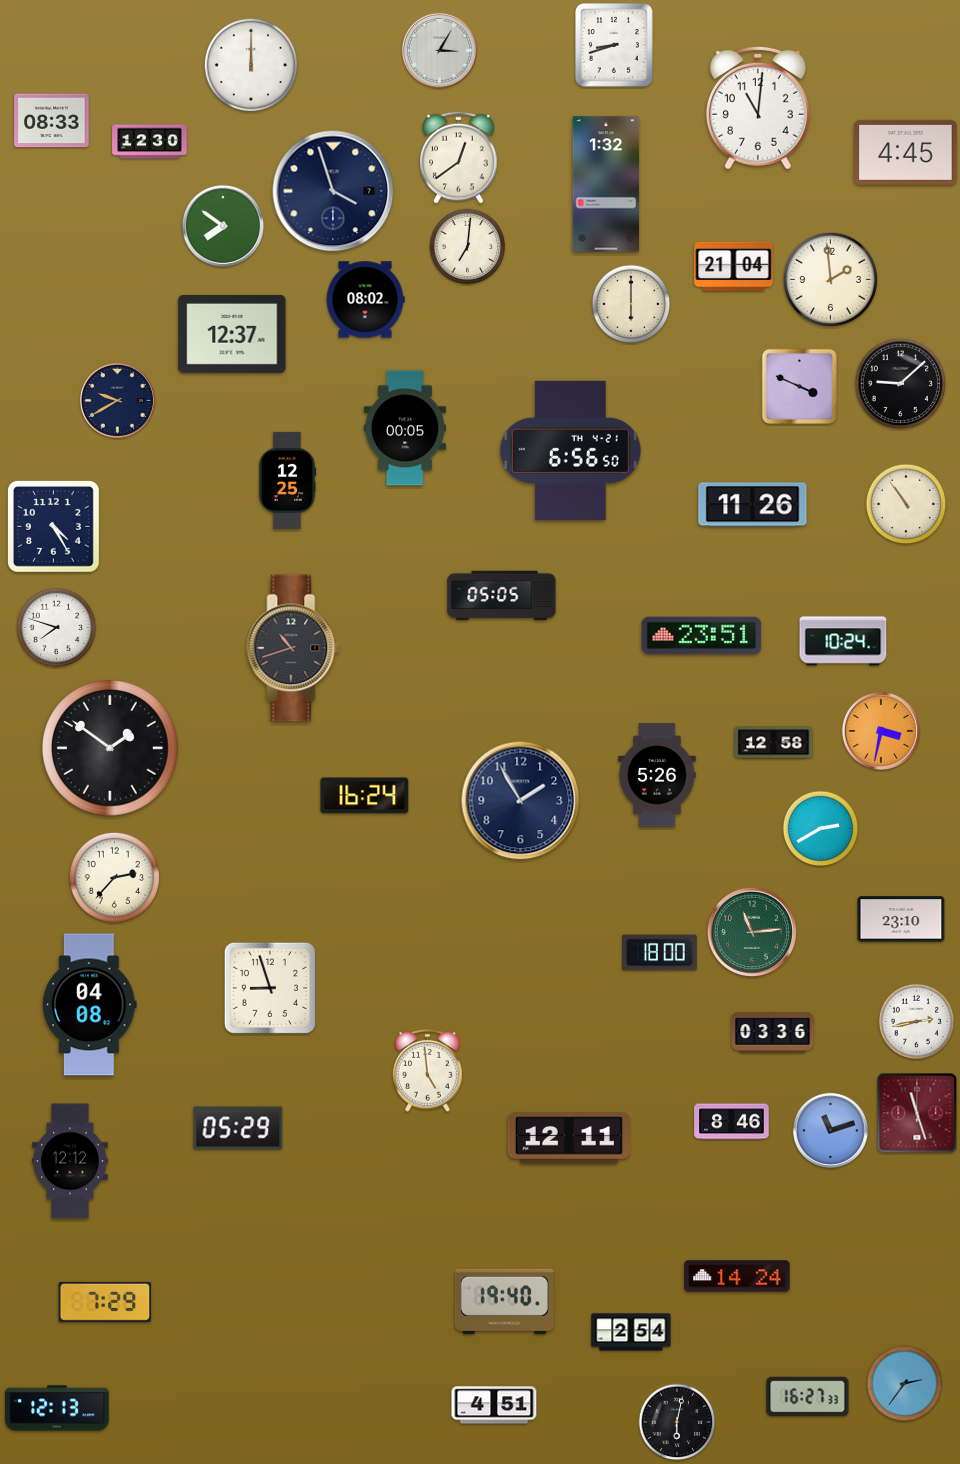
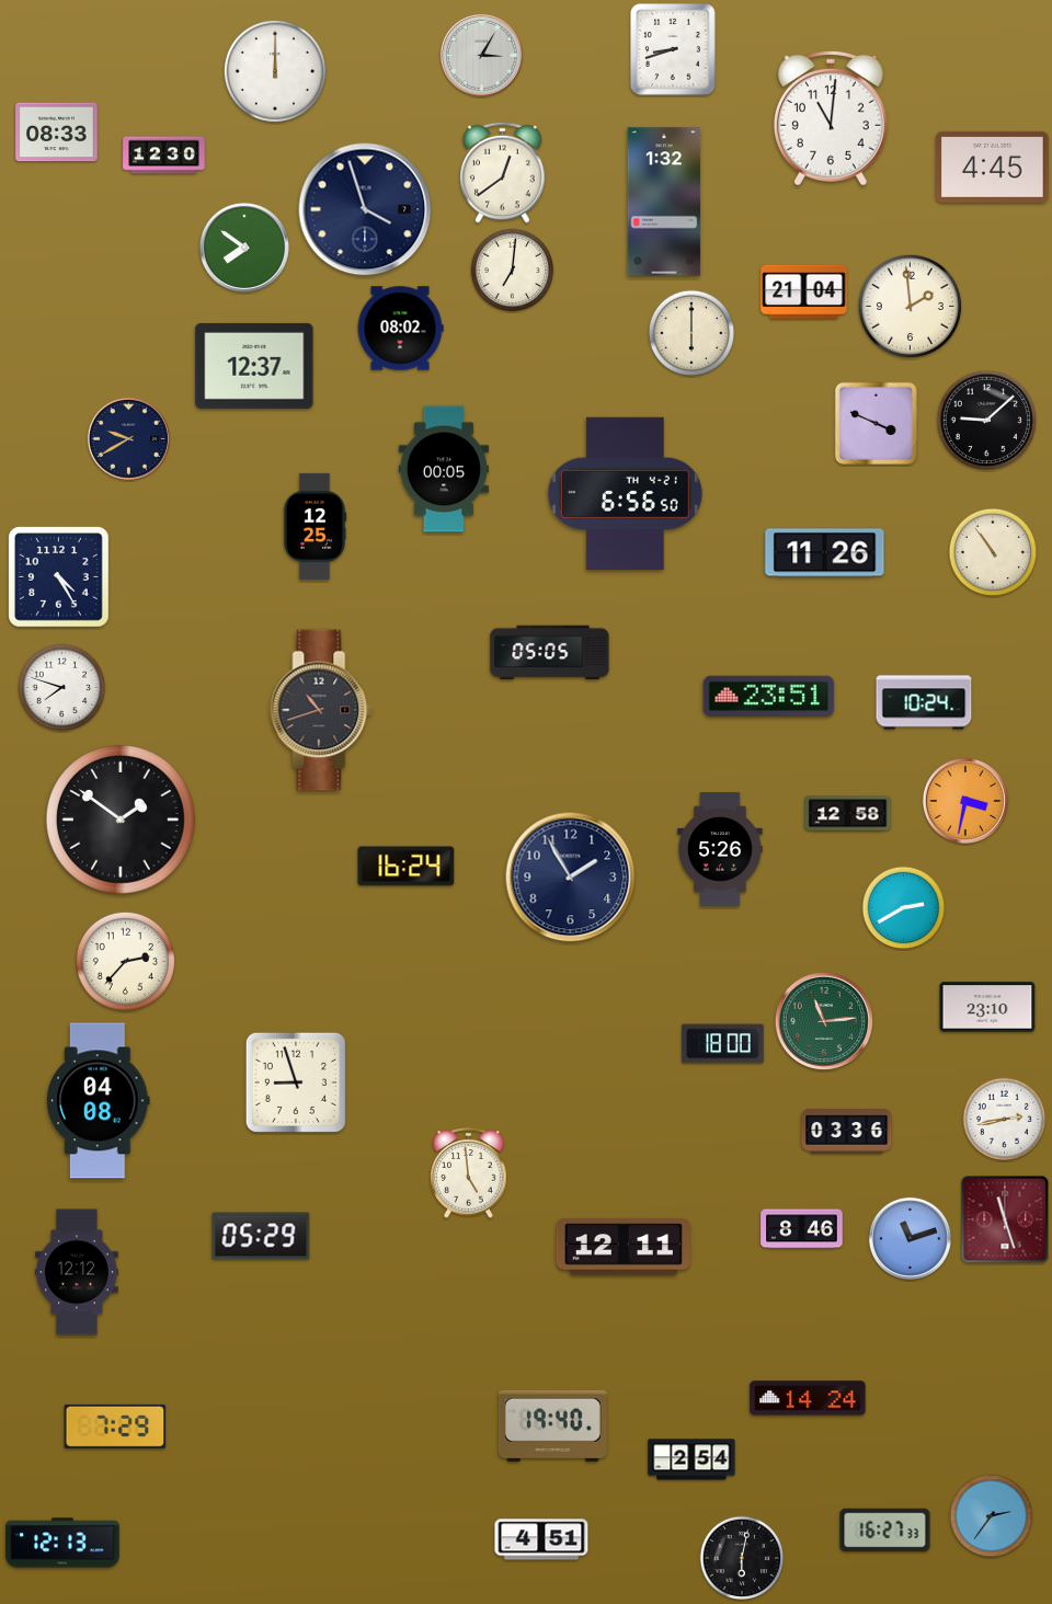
clock at (365, 796) position: (365, 796) -> (407, 867)
clock at (821, 829) position: (821, 829) -> (904, 908)
